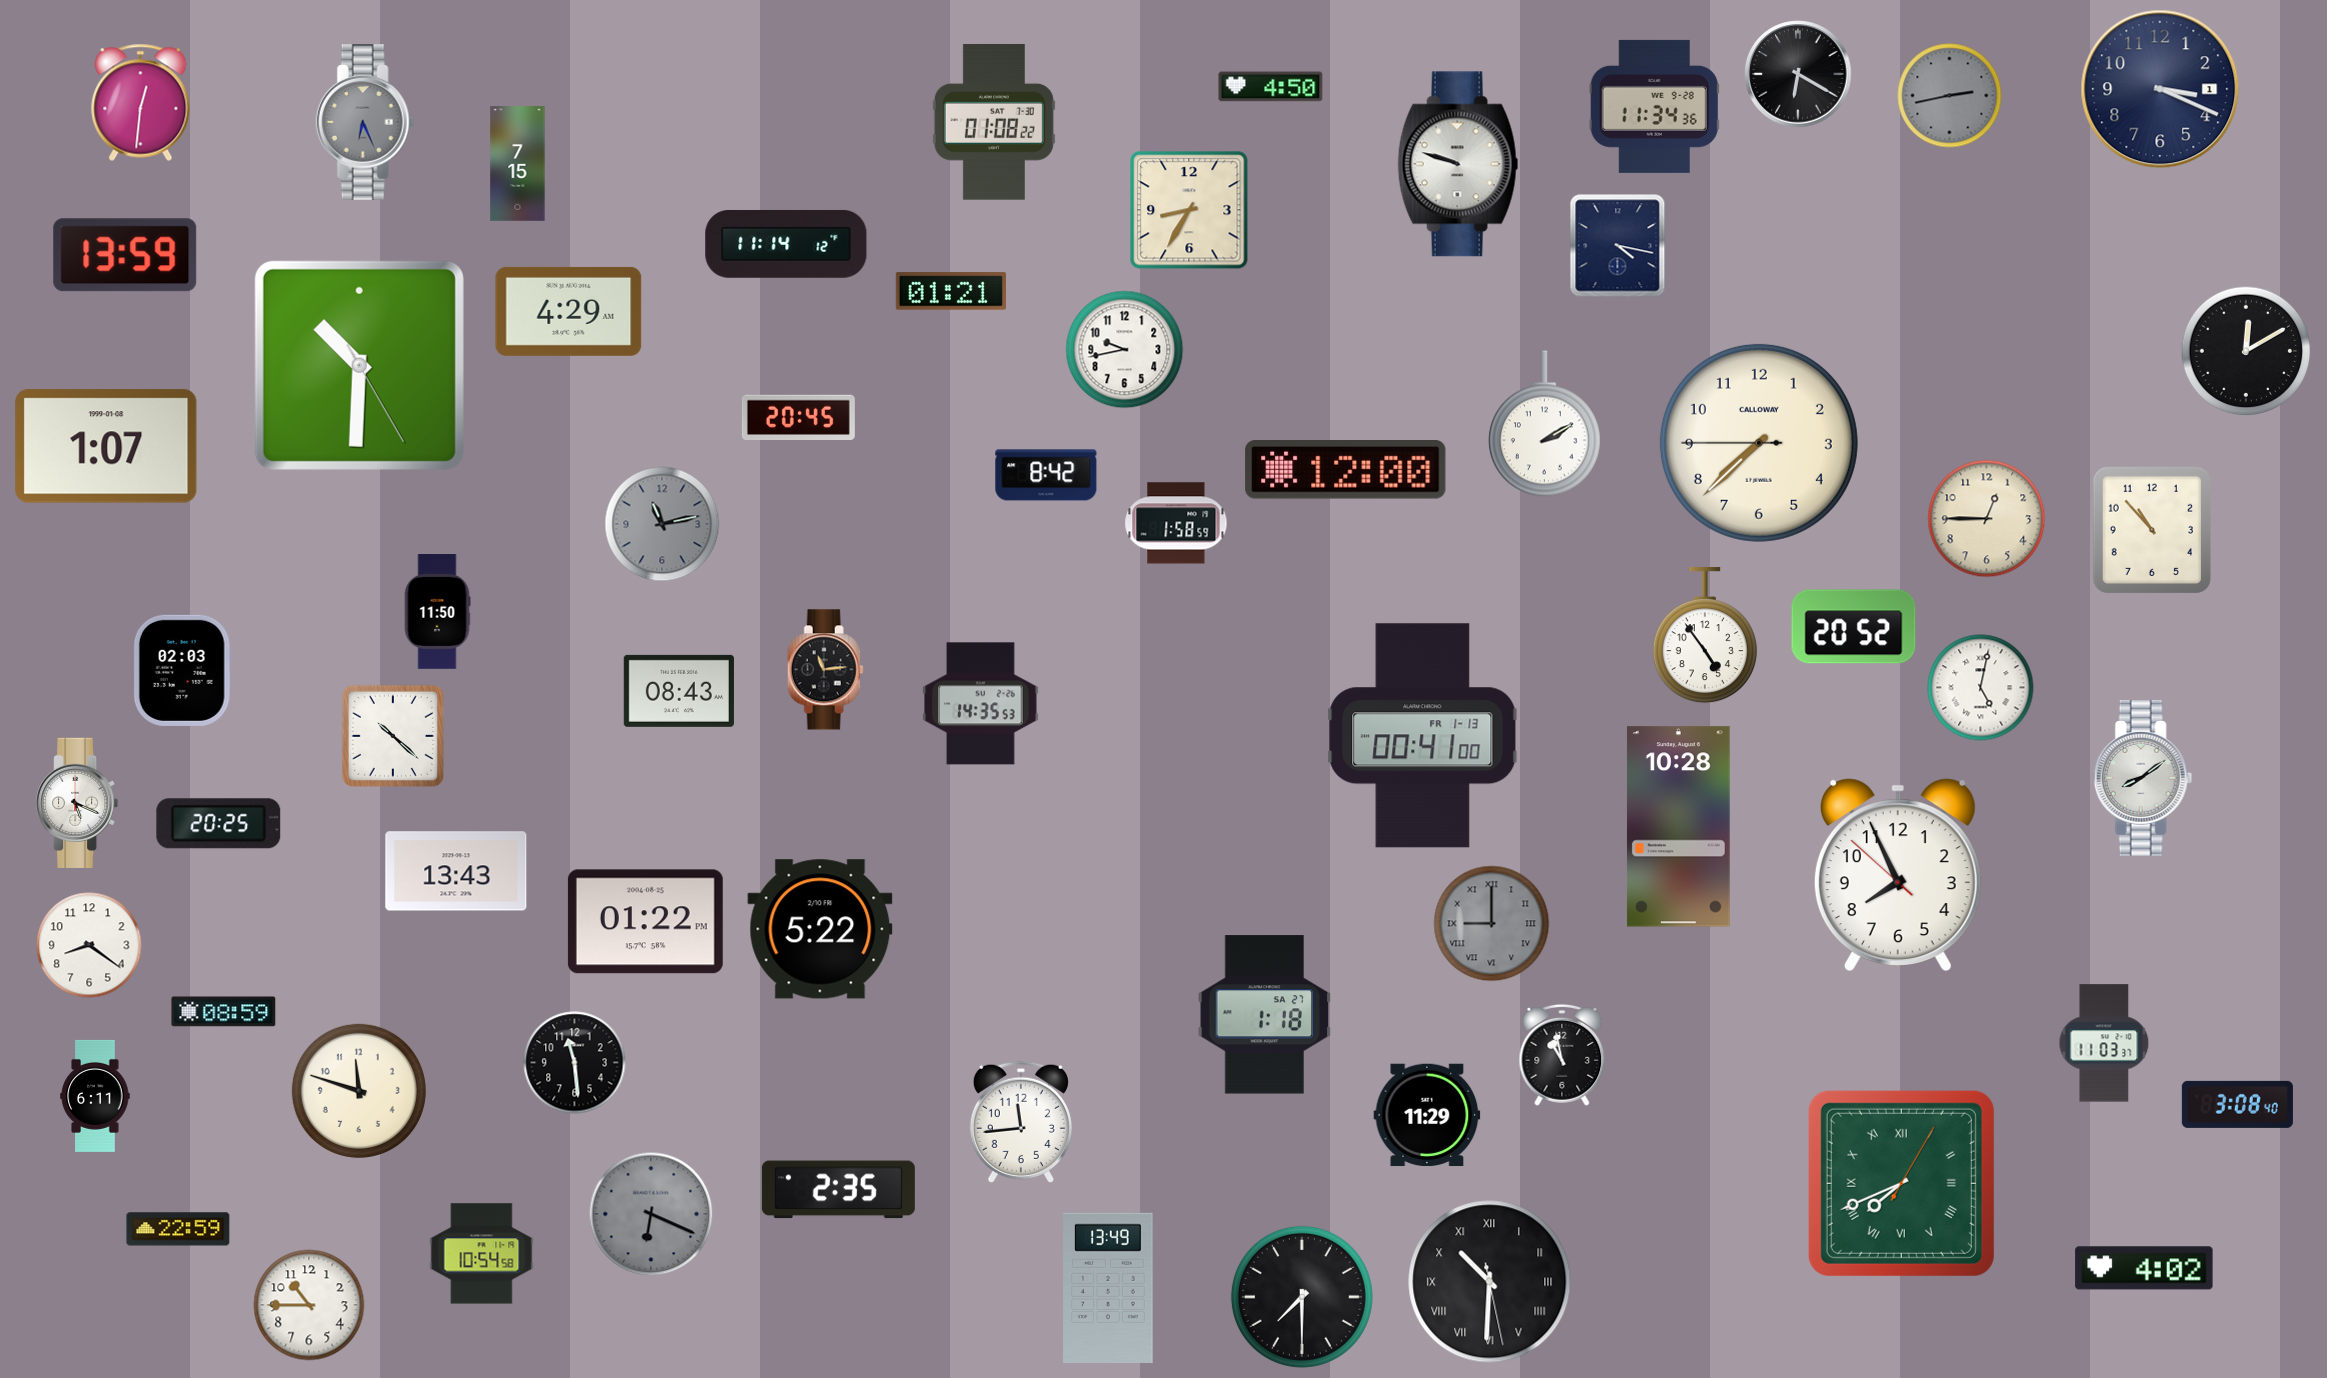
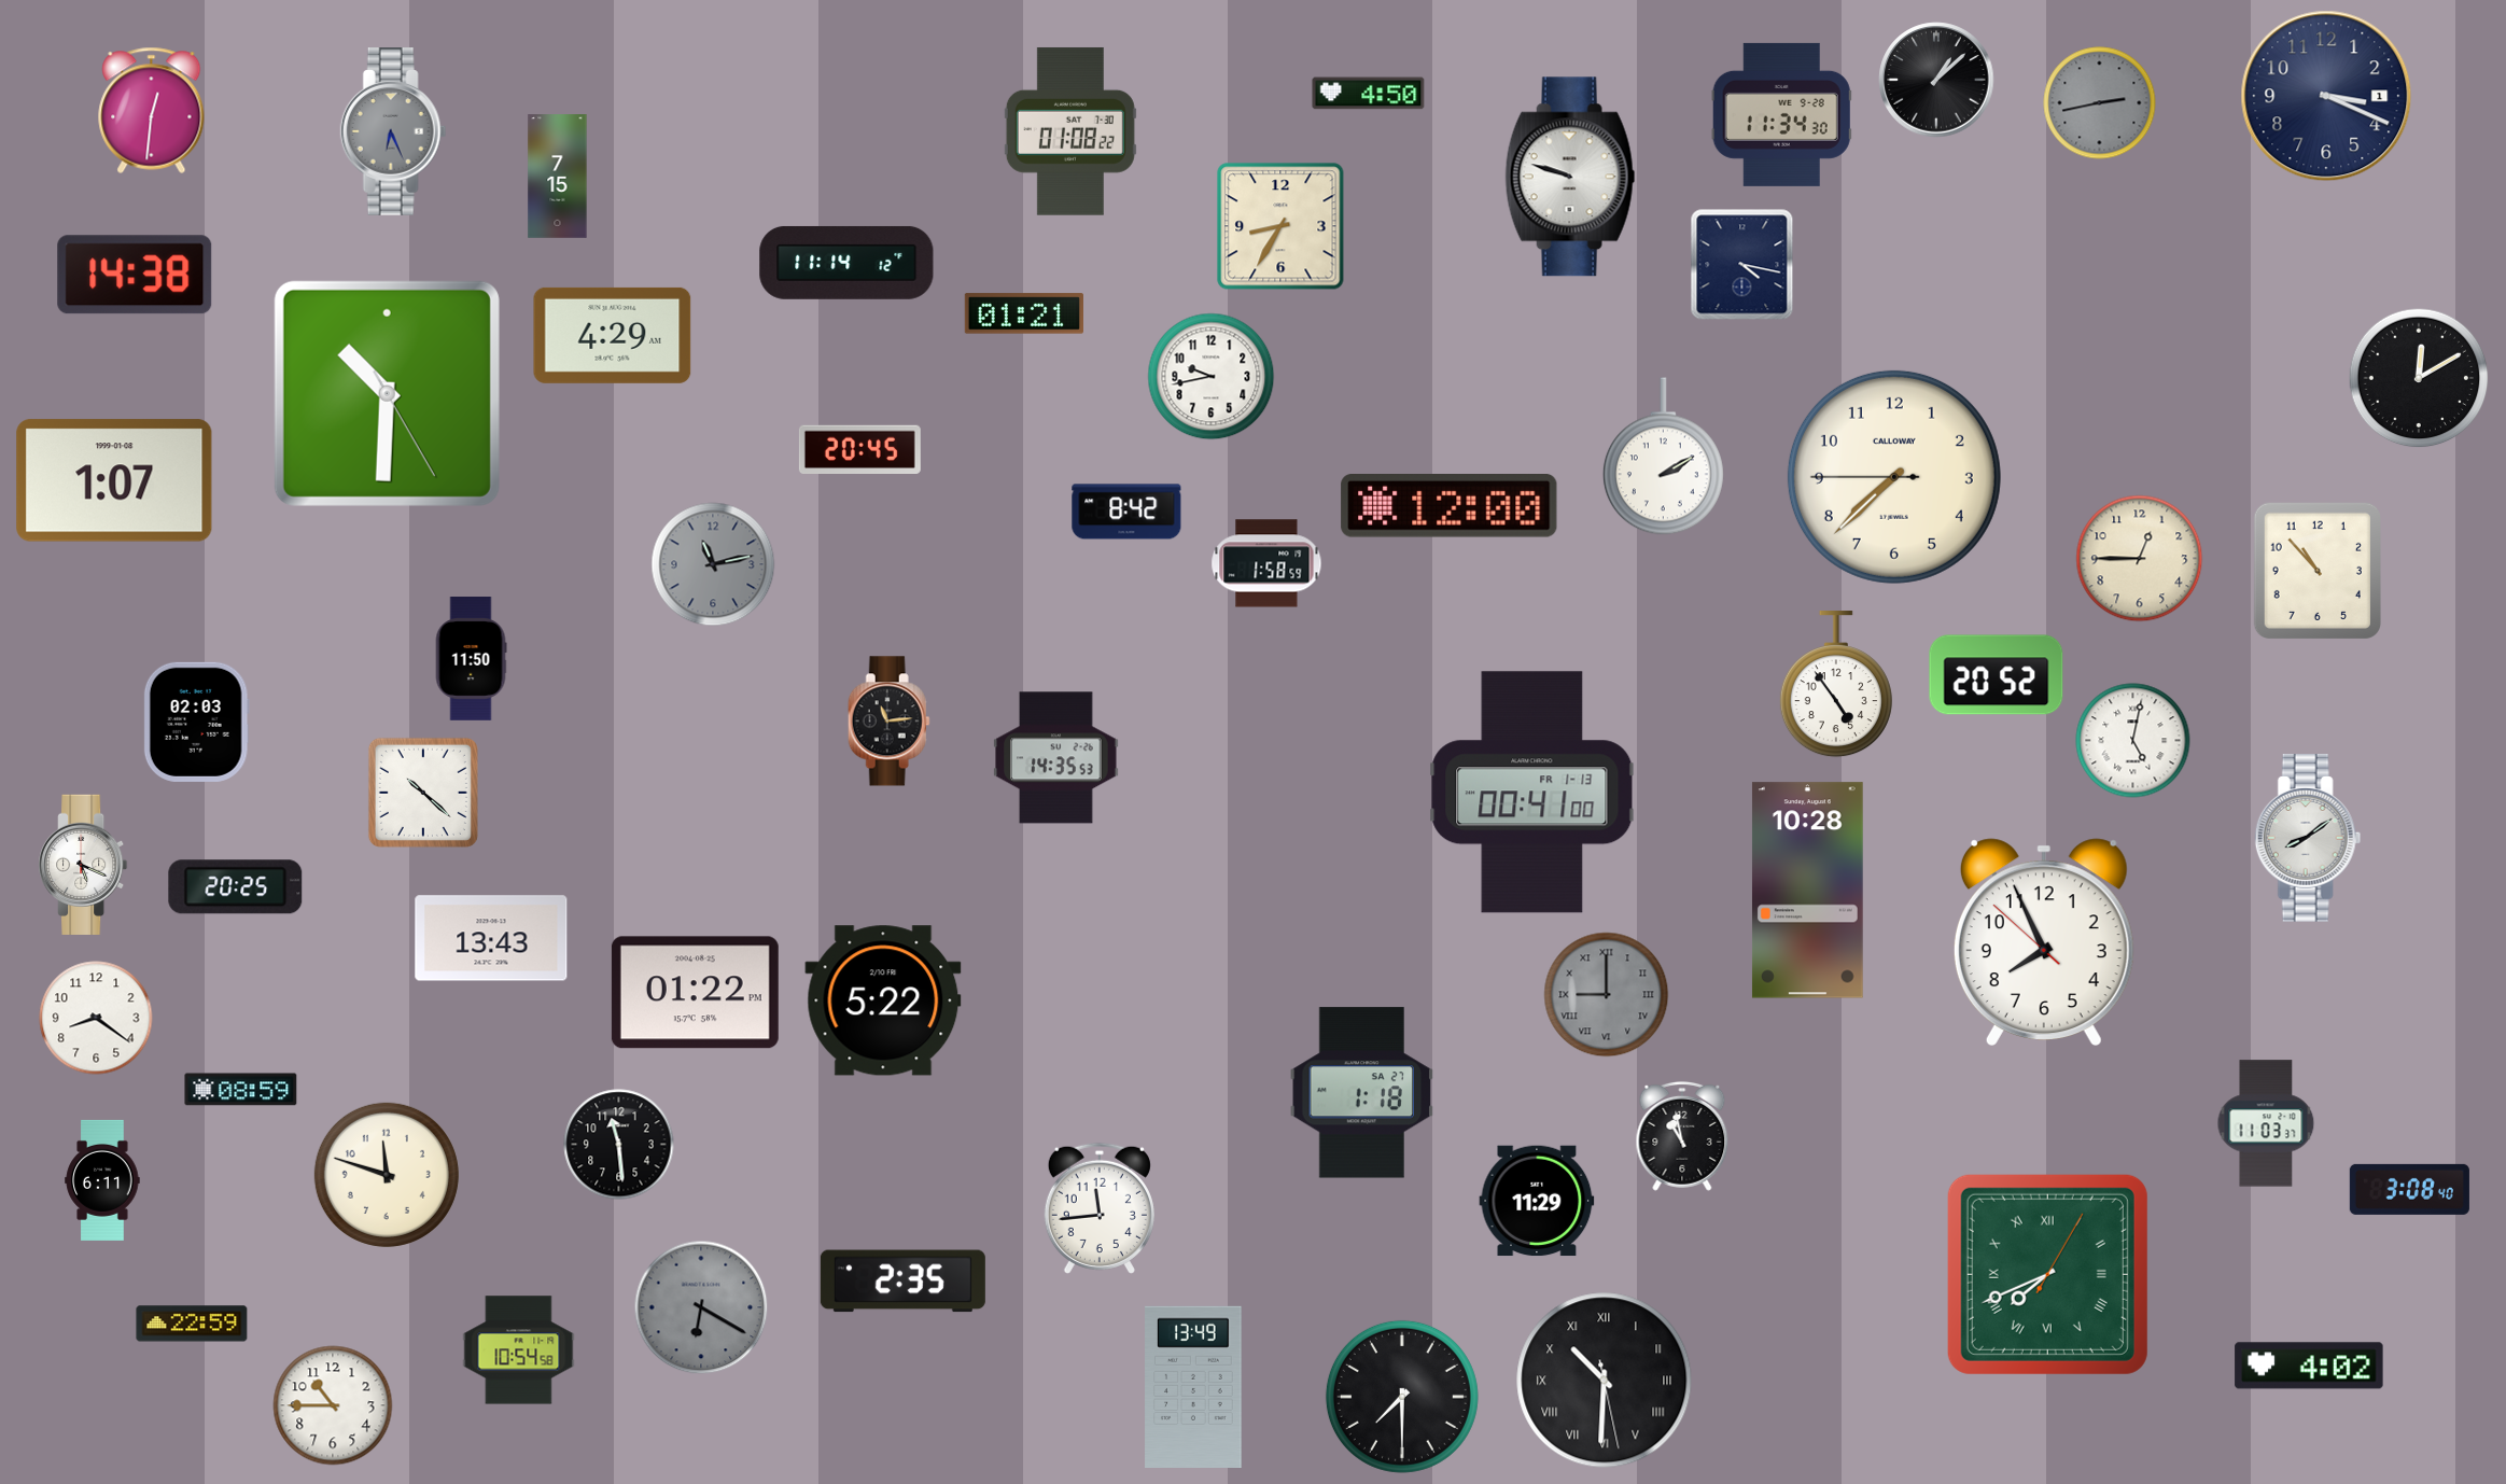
clock at (1798, 74): 6:20 -> 1:08
clock at (1654, 106): 11:34:36 -> 11:34:30
clock at (125, 255): 13:59 -> 14:38
clock at (679, 691): 08:43 -> none
clock at (651, 1214): 6:19 -> 6:20
